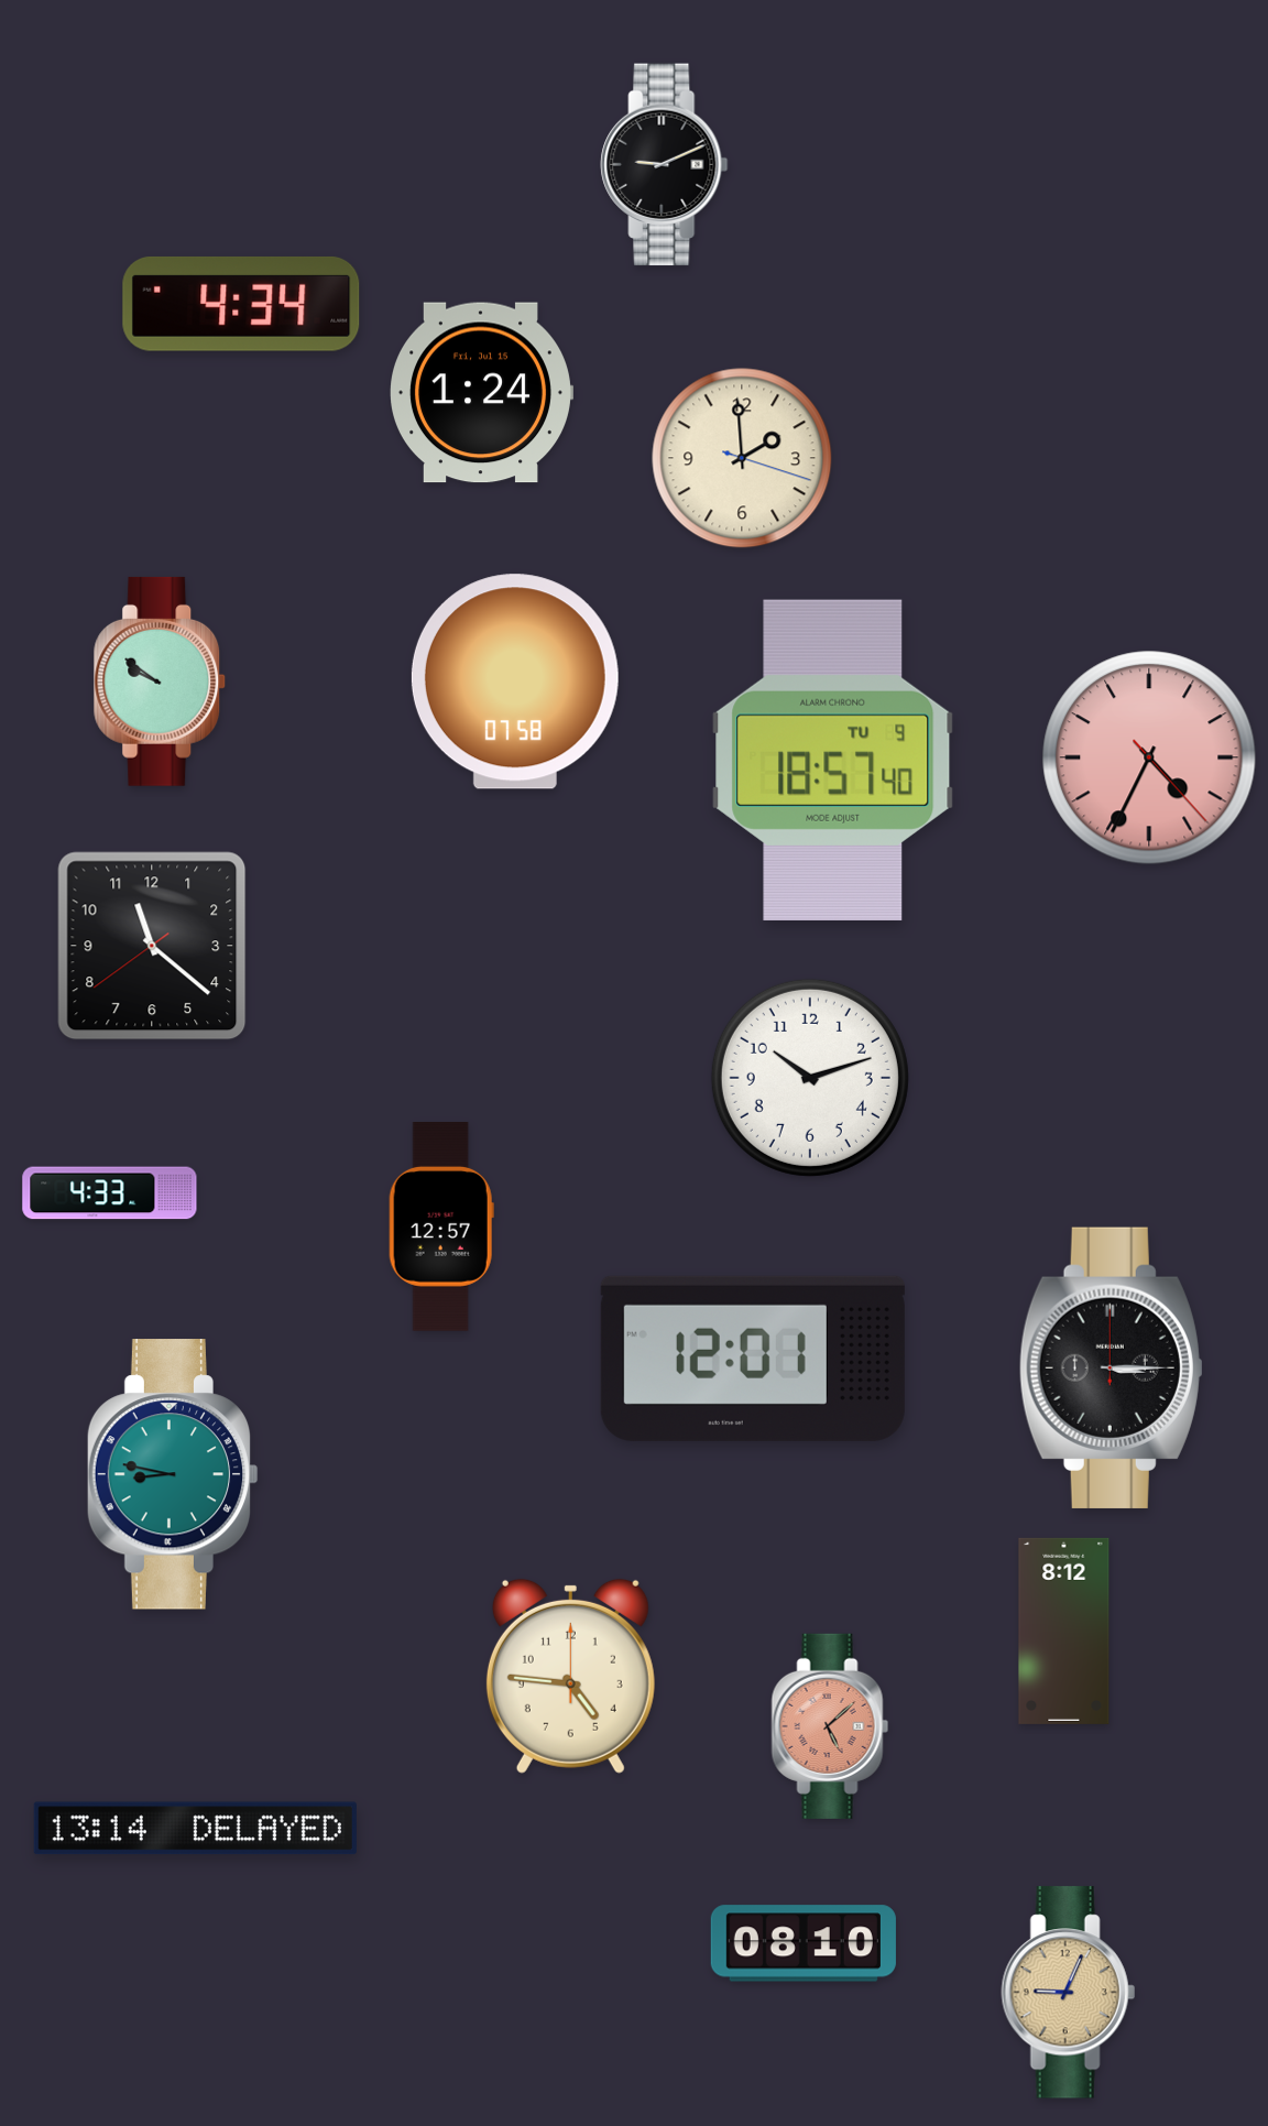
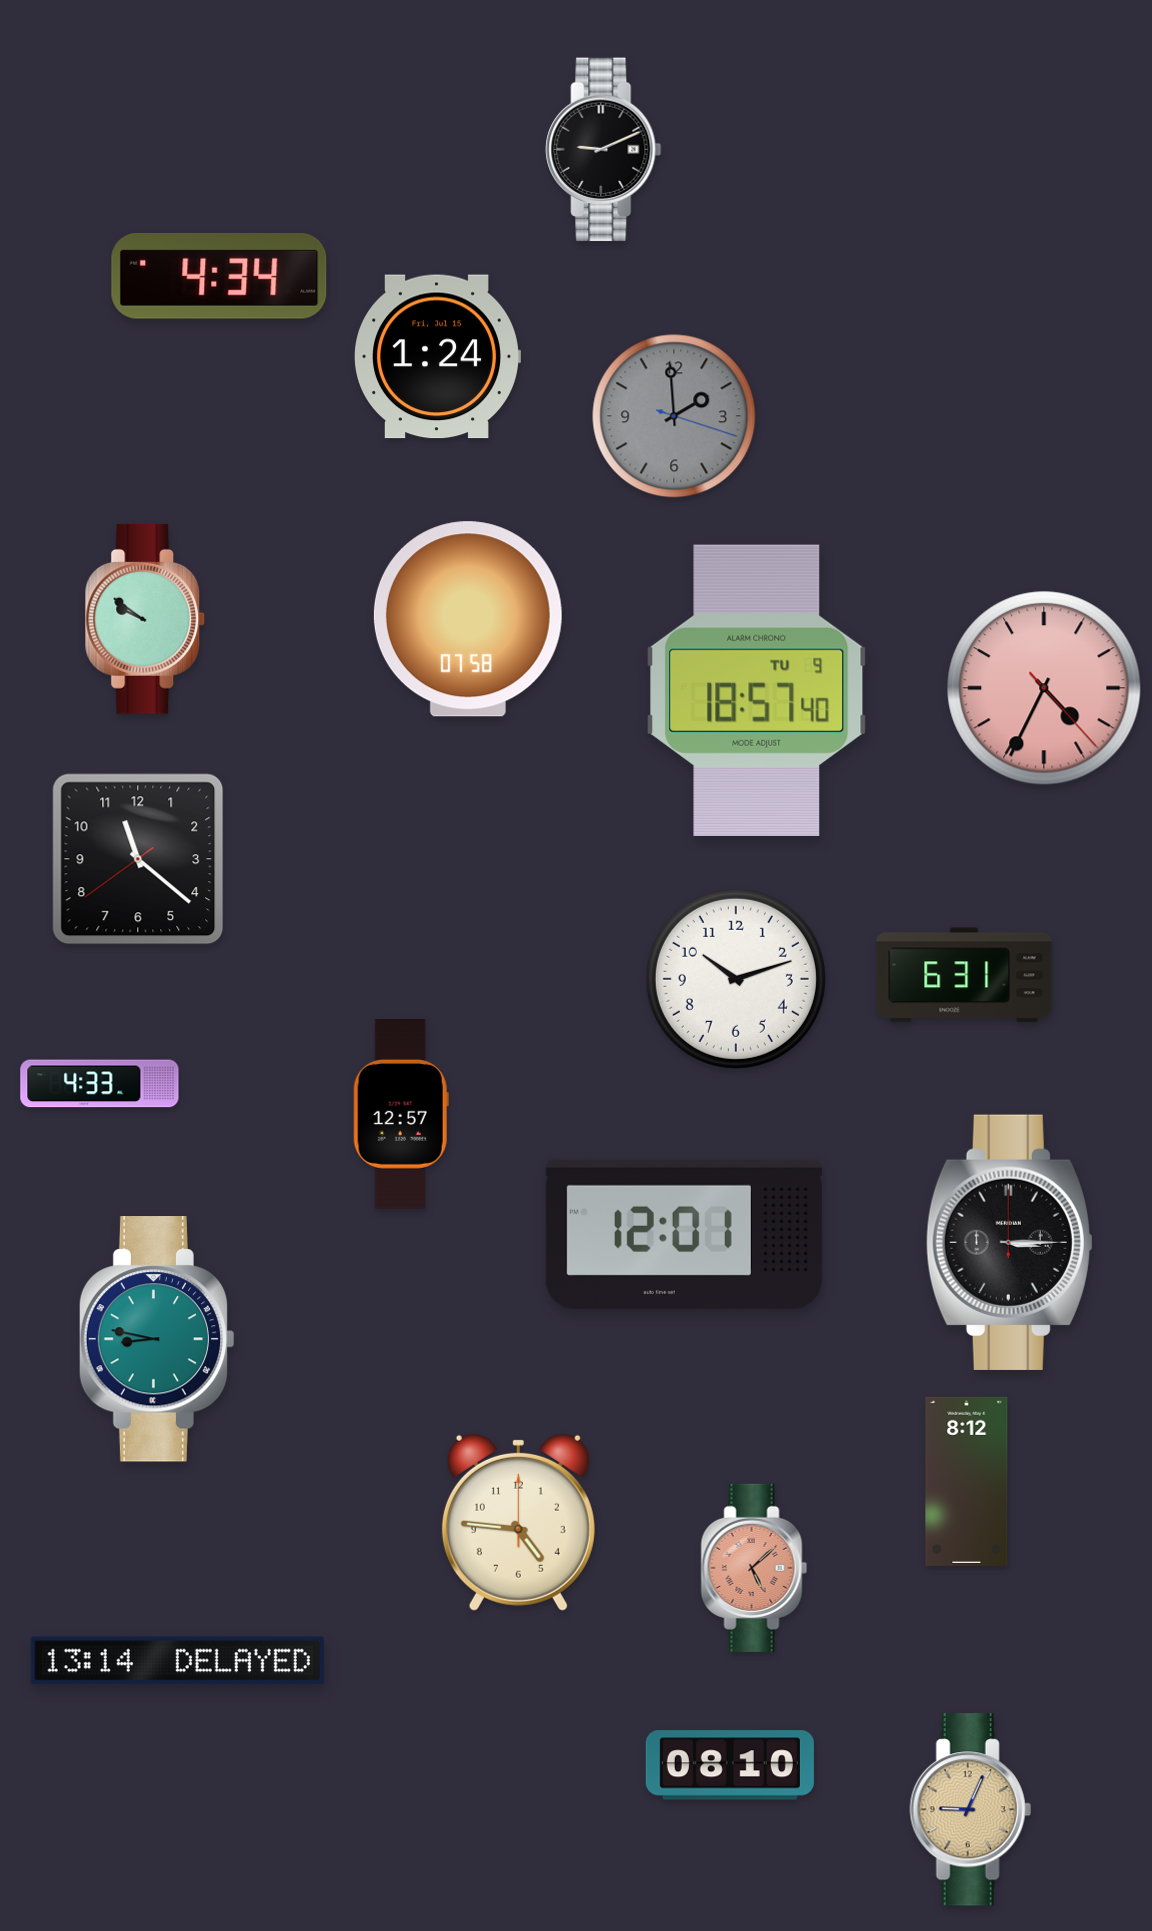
clock at (742, 458) dial: cream -> grey
clock at (964, 975): none -> 6:31
